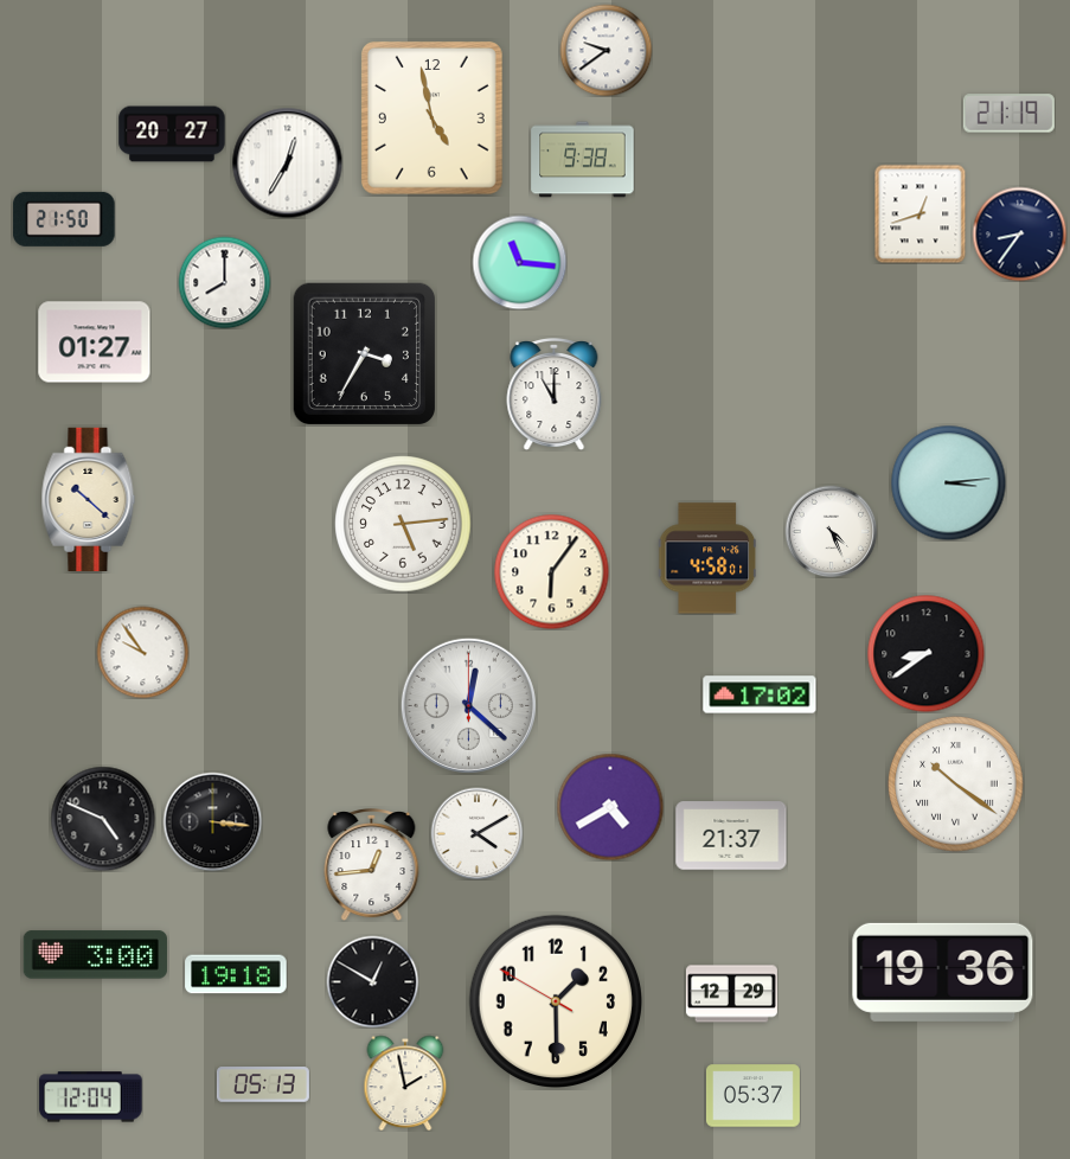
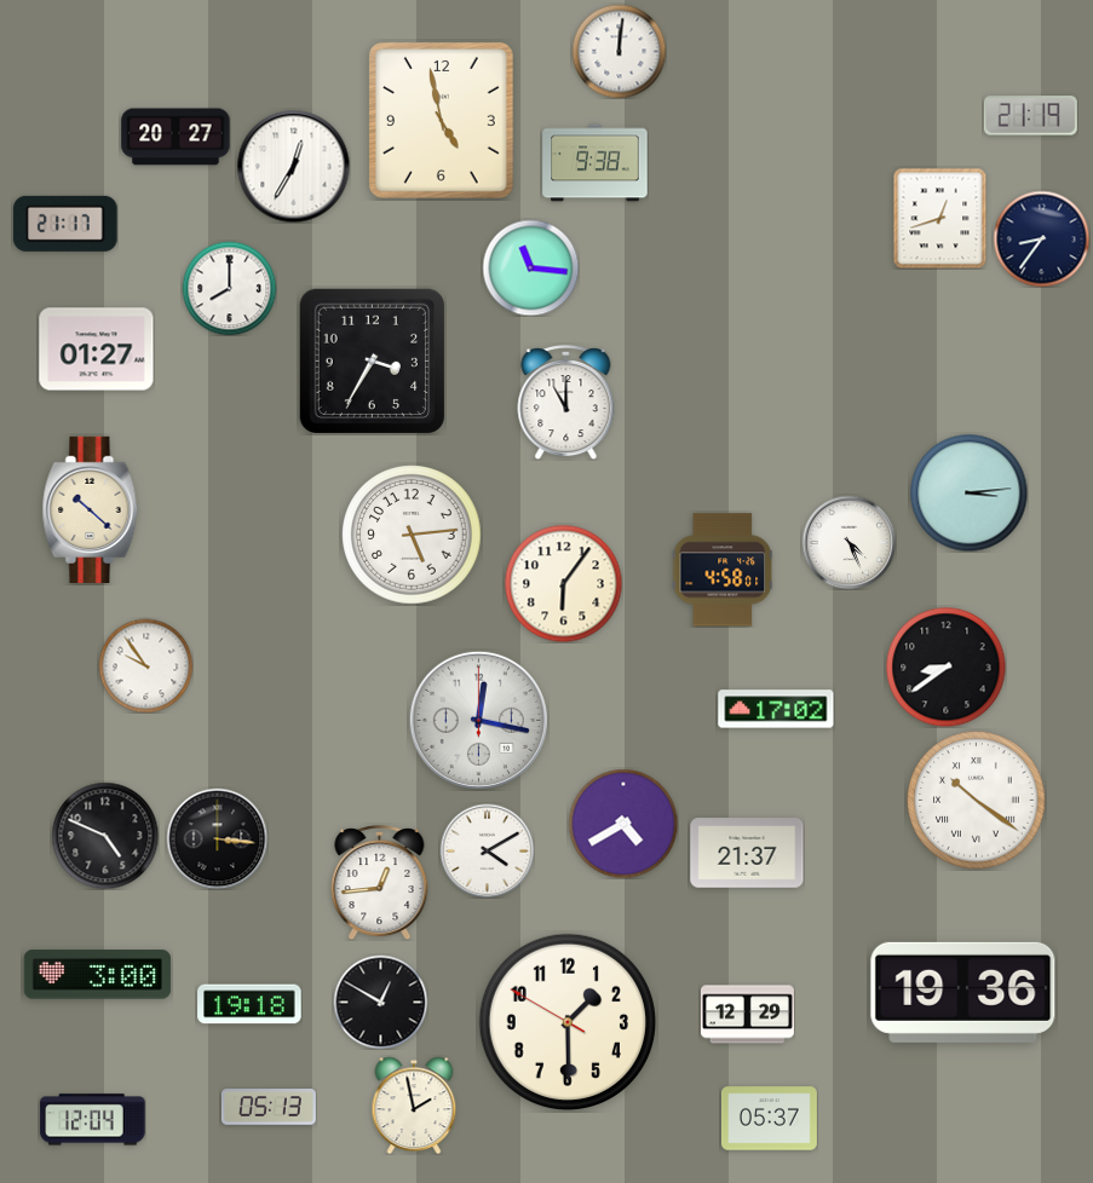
clock at (606, 50): 9:39 -> 12:01
clock at (64, 219): 21:50 -> 21:17
clock at (468, 705): 12:22 -> 12:17
clock at (236, 974) position: (236, 974) -> (249, 1004)
